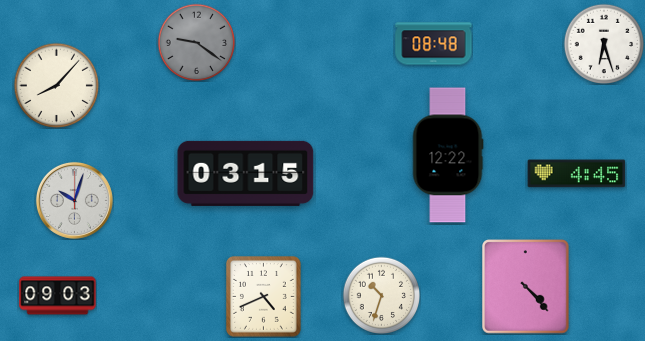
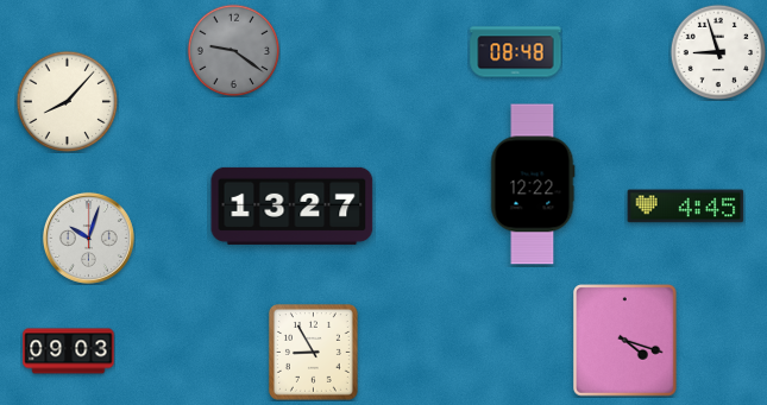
clock at (604, 44): 6:27 -> 8:57
clock at (246, 173): 03:15 -> 13:27
clock at (526, 287): 4:23 -> 4:18
clock at (381, 295): 10:33 -> none
clock at (263, 297): 4:41 -> 8:55
